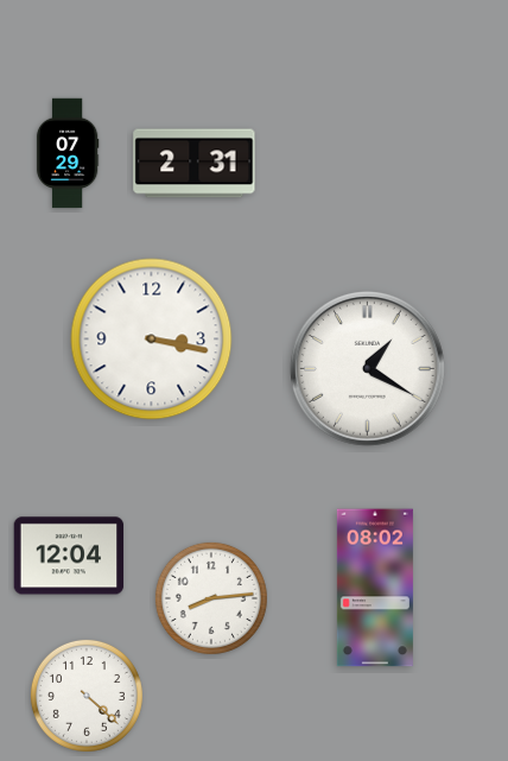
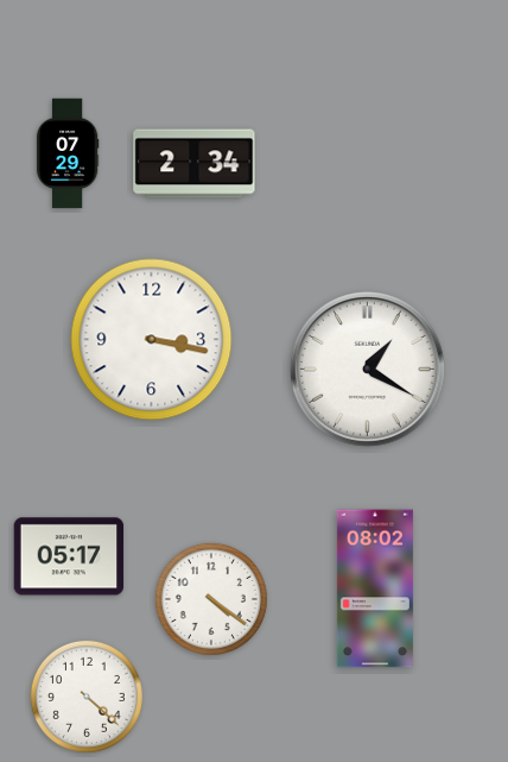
clock at (195, 164): 2:31 -> 2:34
clock at (69, 556): 12:04 -> 05:17
clock at (211, 598): 8:14 -> 4:21
